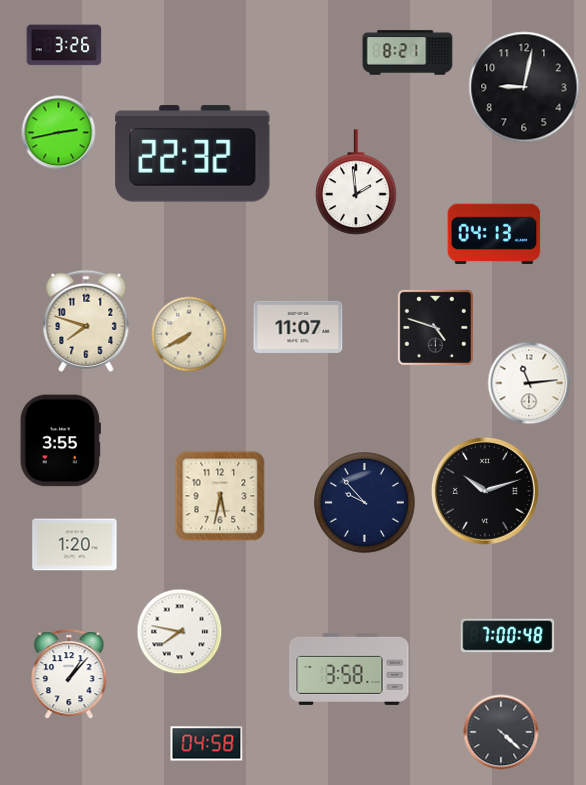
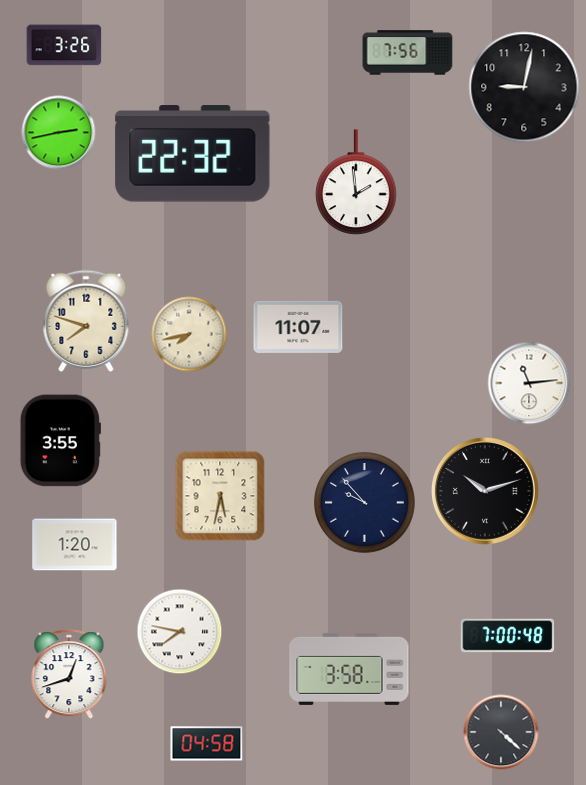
clock at (408, 53): 8:21 -> 7:56
clock at (494, 234): 04:13 -> none
clock at (435, 327): 4:48 -> none
clock at (189, 334): 7:40 -> 7:43
clock at (69, 675): 1:07 -> 12:42
